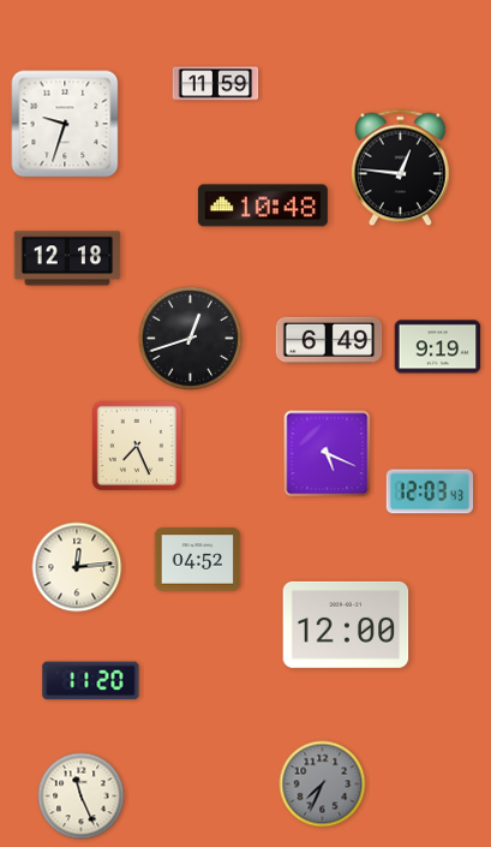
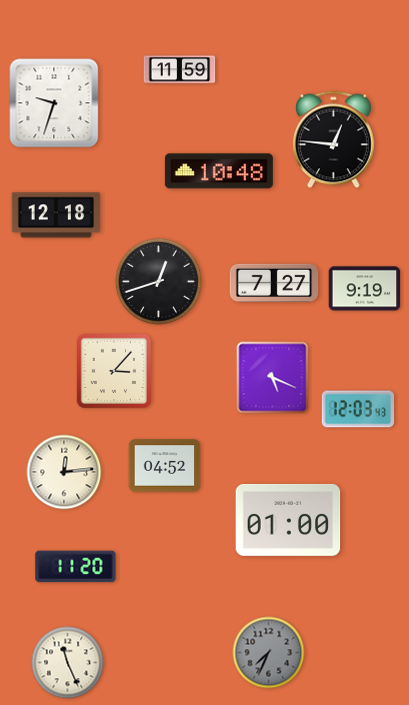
clock at (329, 339): 6:49 -> 7:27
clock at (136, 445): 7:26 -> 3:07
clock at (346, 625): 12:00 -> 01:00
